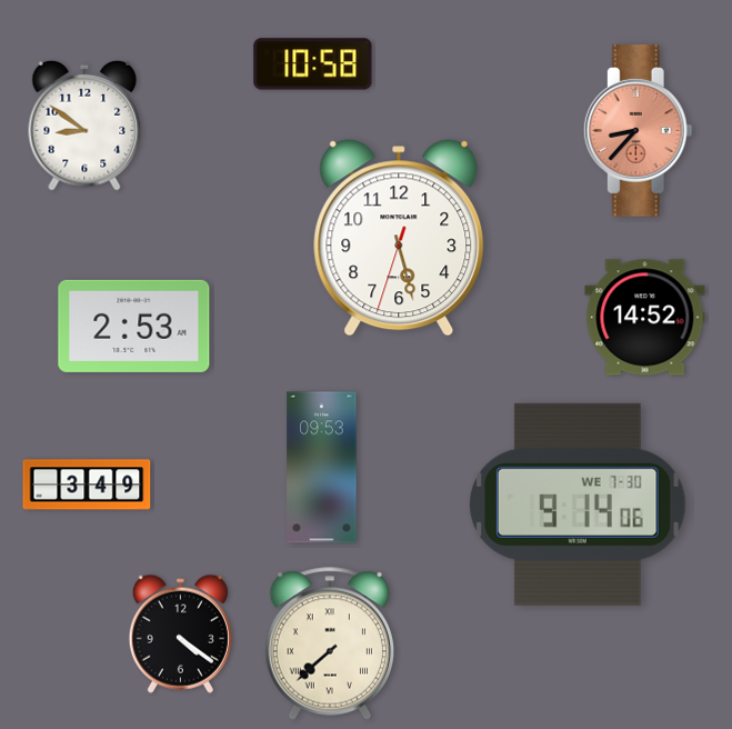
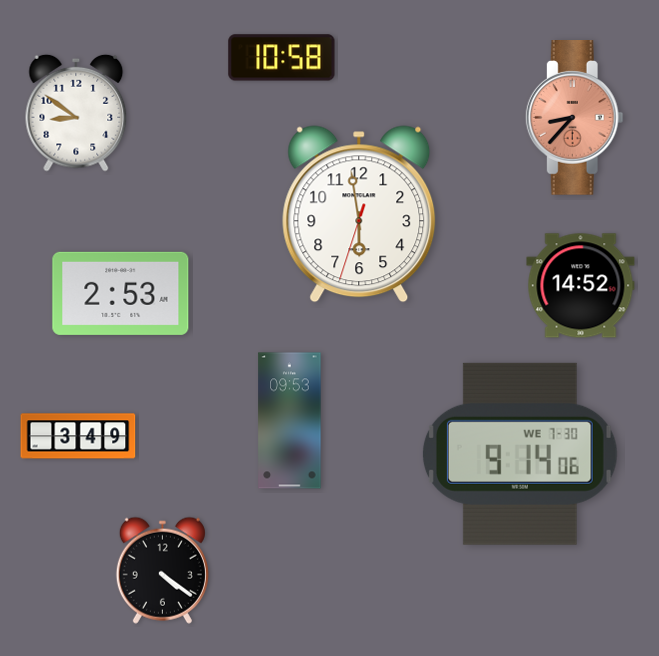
clock at (399, 238): 5:27 -> 5:58
clock at (329, 643): 7:38 -> none
